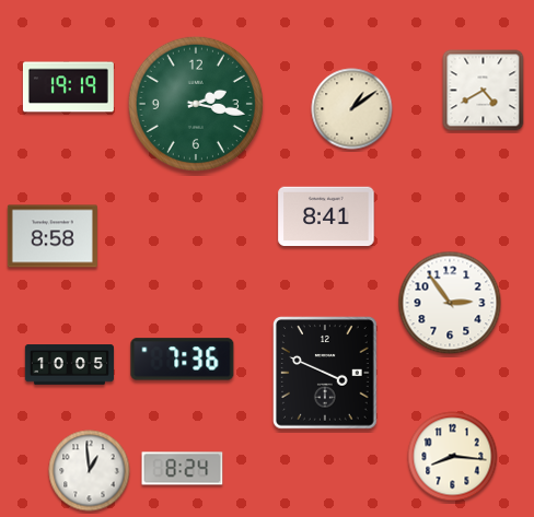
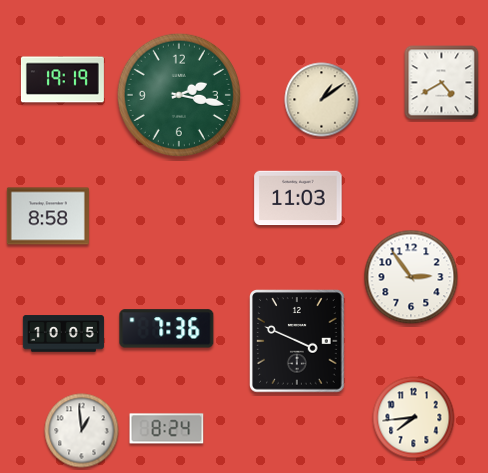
clock at (326, 216): 8:41 -> 11:03
clock at (453, 457): 8:16 -> 7:44
